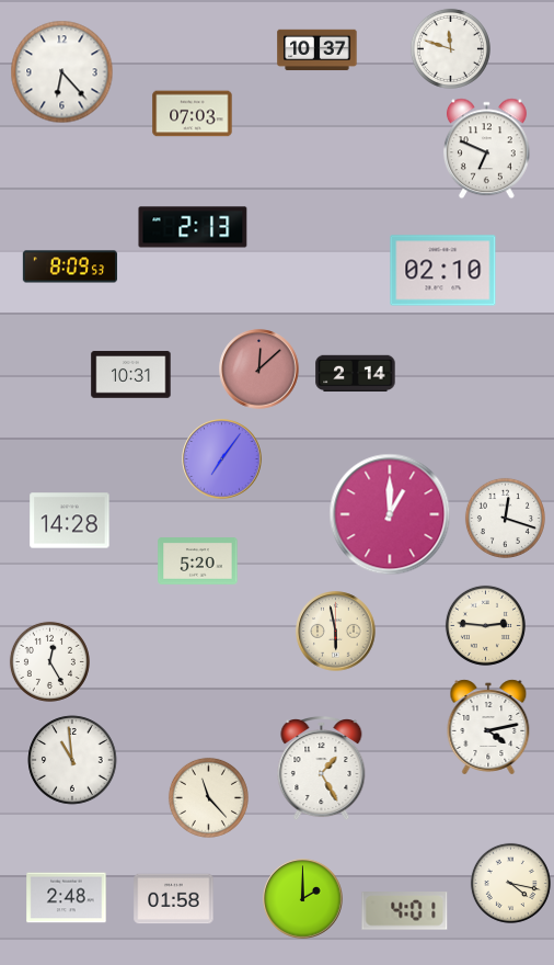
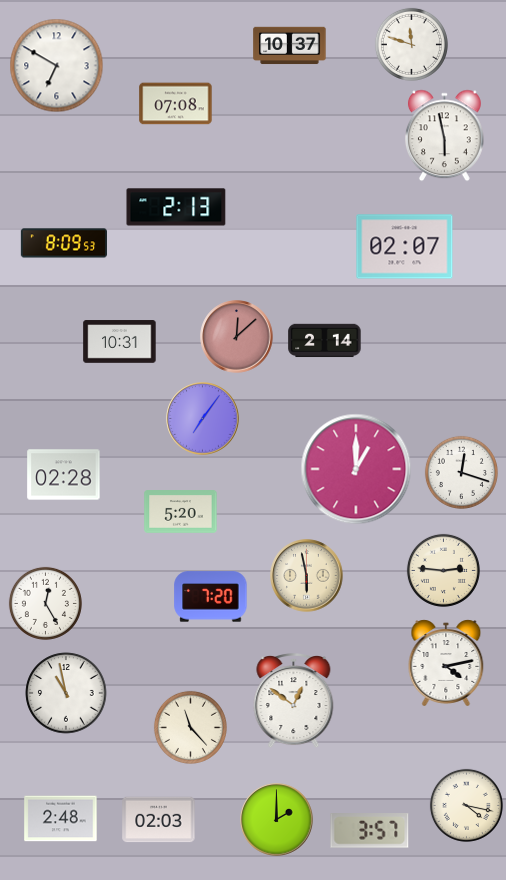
clock at (62, 72): 6:23 -> 6:50
clock at (193, 114): 07:03 -> 07:08
clock at (486, 149): 6:49 -> 5:58
clock at (443, 271): 02:10 -> 02:07
clock at (70, 521): 14:28 -> 02:28
clock at (211, 597): none -> 7:20
clock at (72, 760): 10:59 -> 10:58
clock at (322, 770): 1:25 -> 12:51
clock at (174, 899): 01:58 -> 02:03
clock at (405, 911): 4:01 -> 3:57
